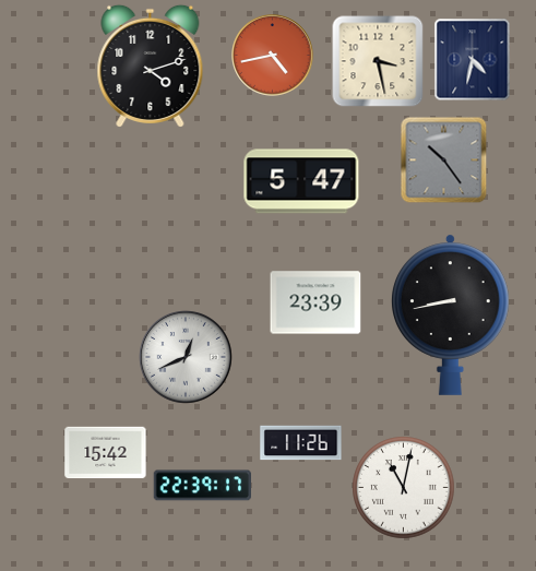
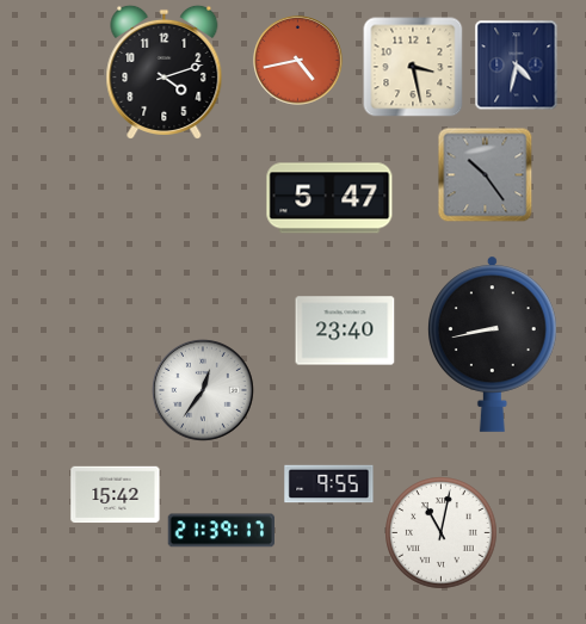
clock at (315, 302): 23:39 -> 23:40
clock at (186, 357): 12:41 -> 12:36
clock at (301, 443): 11:26 -> 9:55
clock at (202, 486): 22:39 -> 21:39
